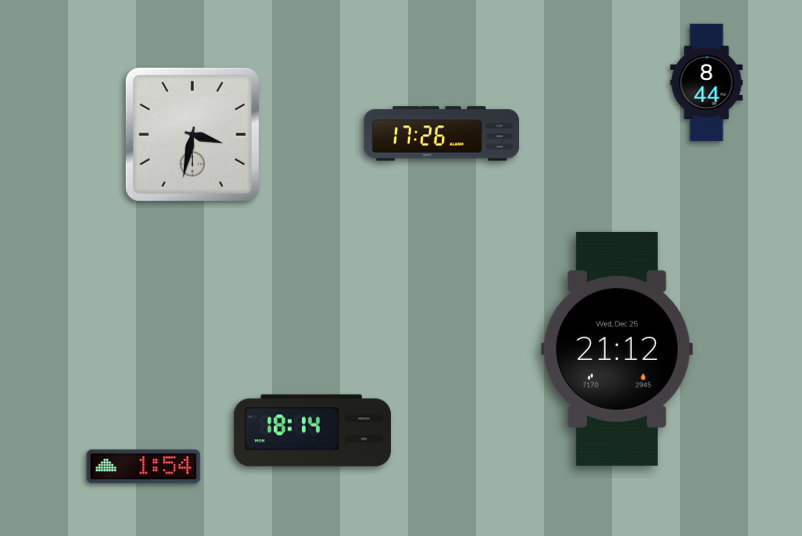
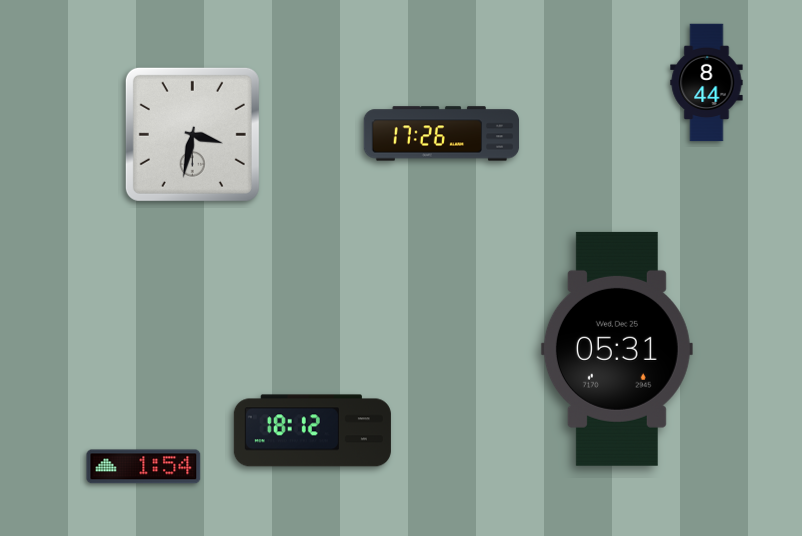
clock at (617, 349): 21:12 -> 05:31
clock at (312, 431): 18:14 -> 18:12
